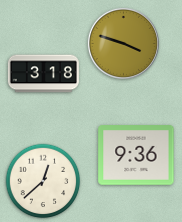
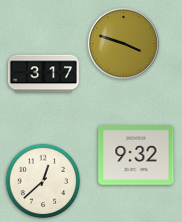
clock at (43, 74): 3:18 -> 3:17
clock at (136, 155): 9:36 -> 9:32
